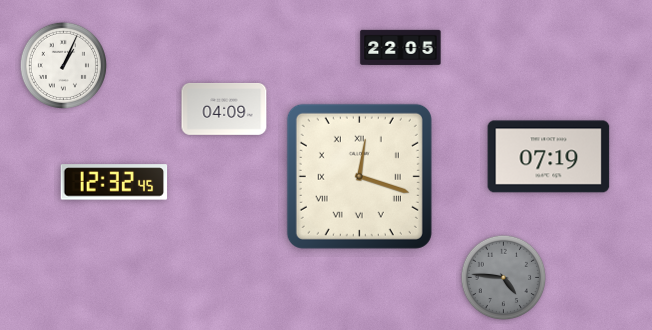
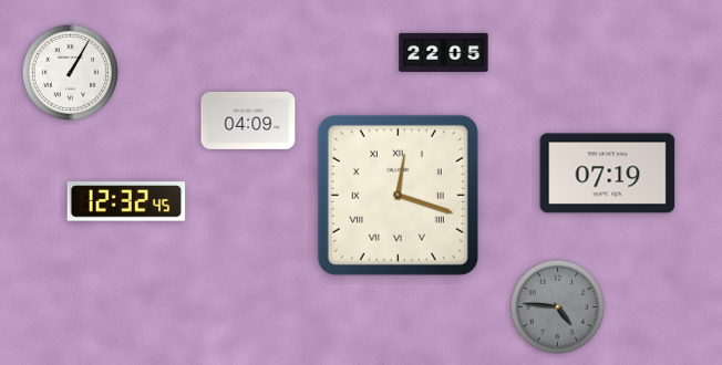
clock at (63, 65): 1:04 -> 1:05
